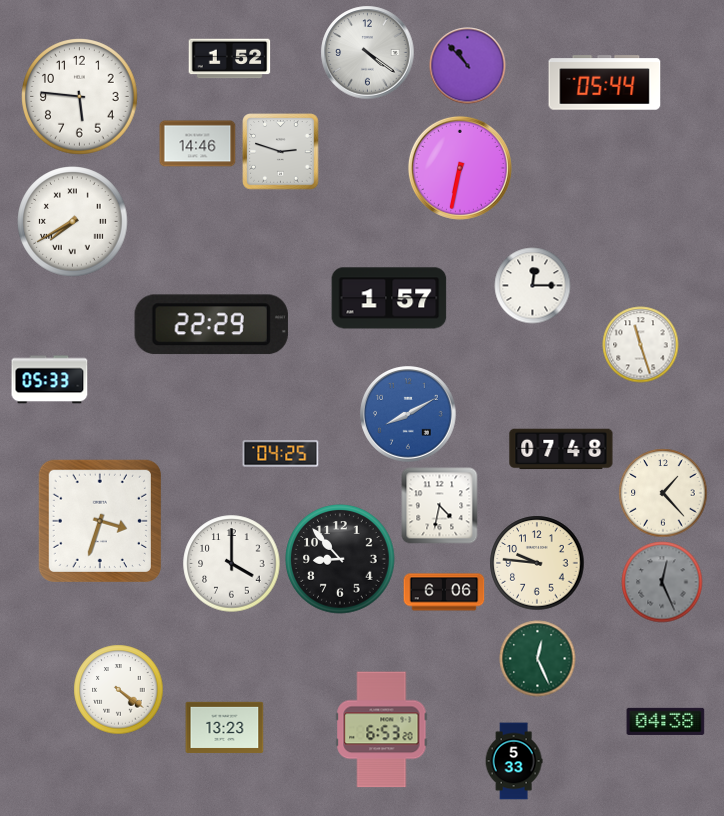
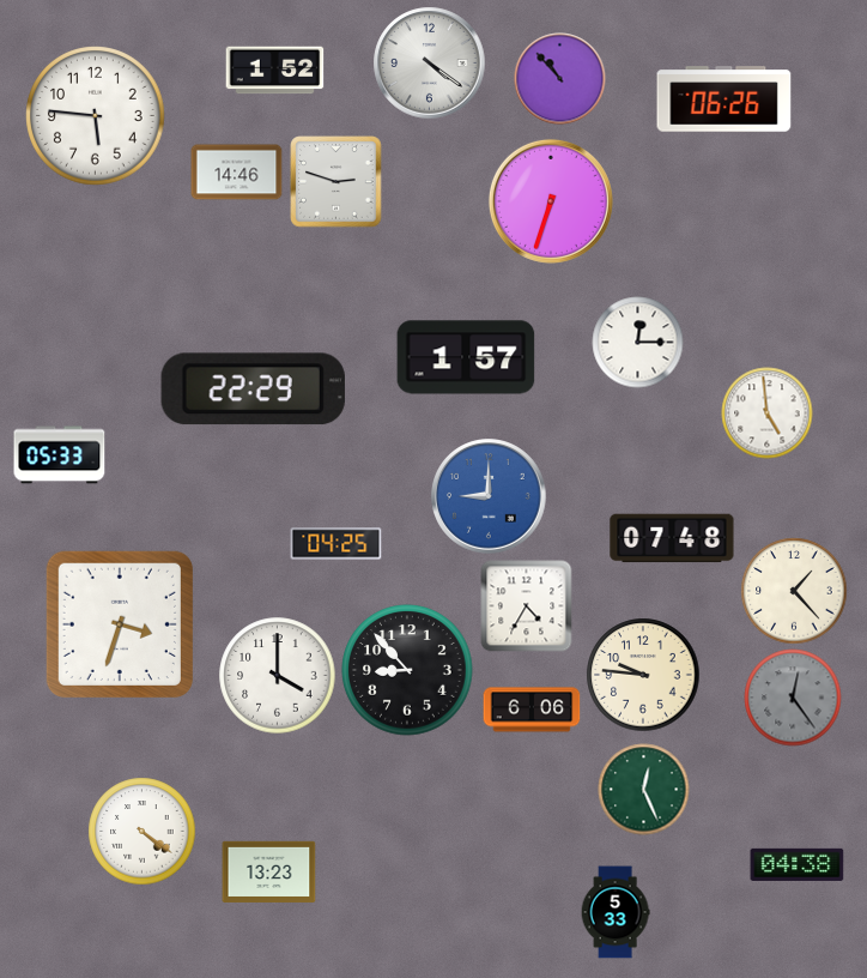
clock at (368, 53) position: (368, 53) -> (430, 64)
clock at (605, 83): 05:44 -> 06:26
clock at (460, 168): 6:32 -> 6:33
clock at (73, 222): 7:40 -> none
clock at (641, 345): 11:27 -> 4:59
clock at (408, 414): 8:10 -> 9:00
clock at (440, 506): 4:32 -> 4:35
clock at (662, 582): 12:26 -> 12:24
clock at (119, 690) position: (119, 690) -> (143, 832)
clock at (382, 730): 6:53 -> none
